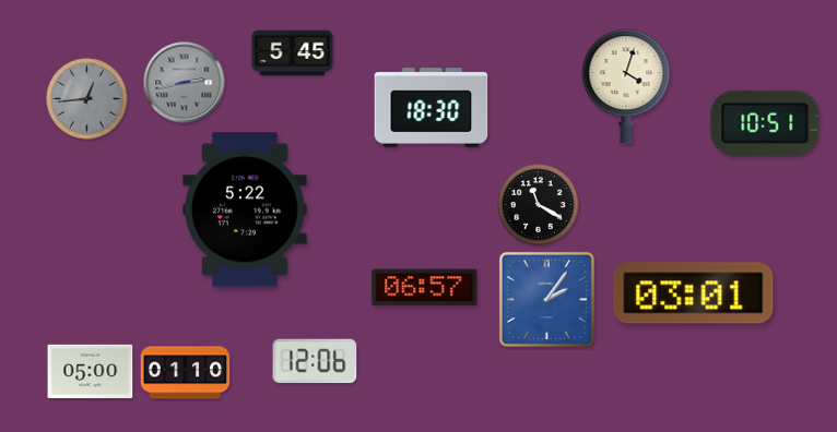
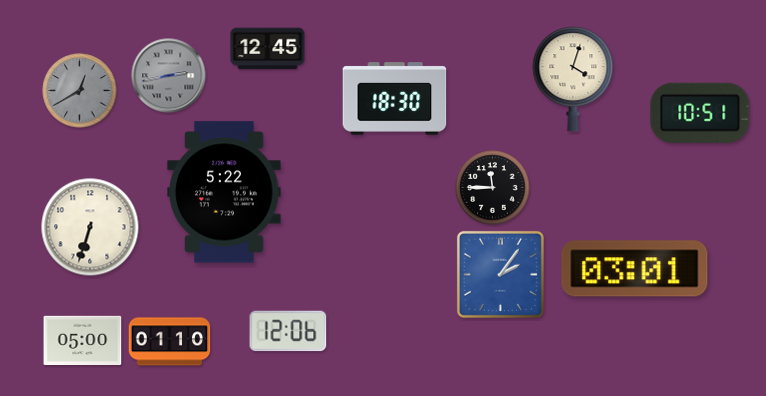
clock at (293, 53): 5:45 -> 12:45
clock at (87, 99): 12:44 -> 12:40
clock at (539, 205): 11:20 -> 11:45
clock at (90, 227): none -> 6:33
clock at (425, 288): 06:57 -> none
